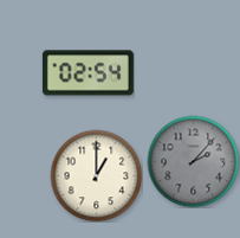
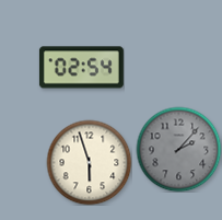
clock at (96, 175): 1:00 -> 5:57
